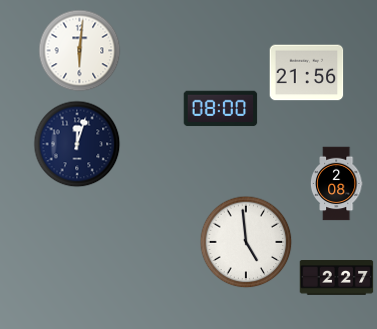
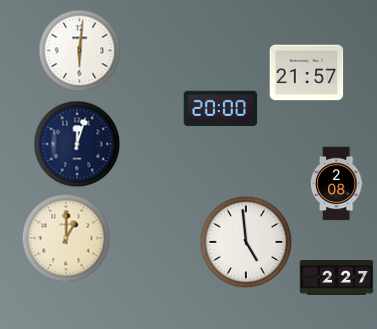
clock at (307, 73): 21:56 -> 21:57
clock at (221, 109): 08:00 -> 20:00
clock at (66, 238): none -> 1:00
